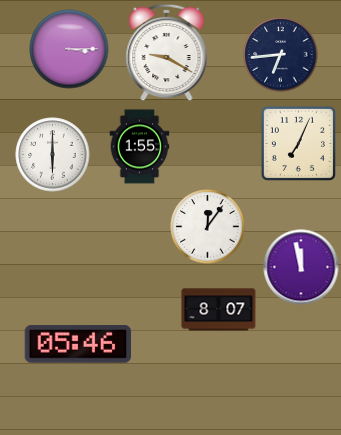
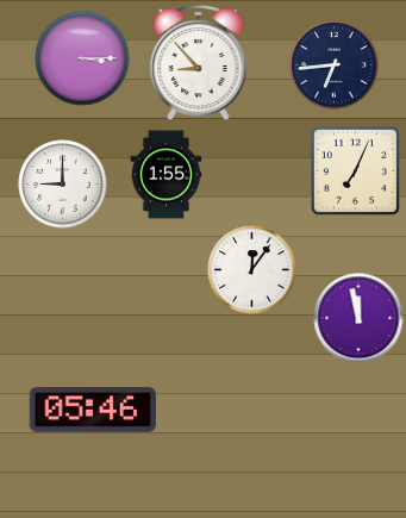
clock at (167, 53): 9:20 -> 8:53
clock at (53, 155): 6:00 -> 9:00
clock at (208, 227) position: (208, 227) -> (252, 270)
clock at (219, 310): 8:07 -> none
